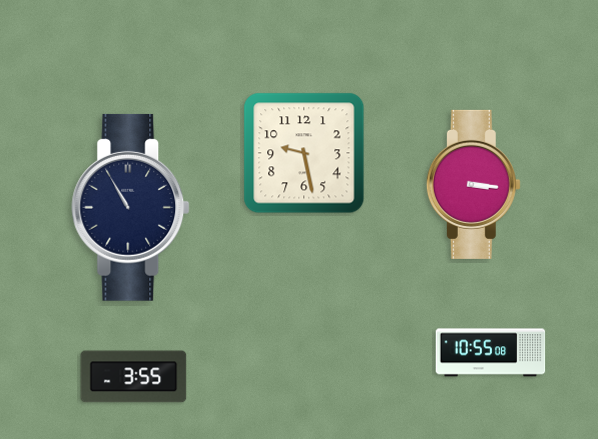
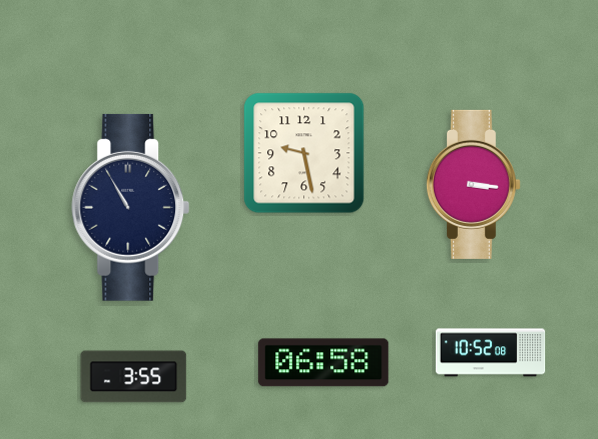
clock at (491, 353): 10:55 -> 10:52
clock at (324, 363): none -> 06:58
